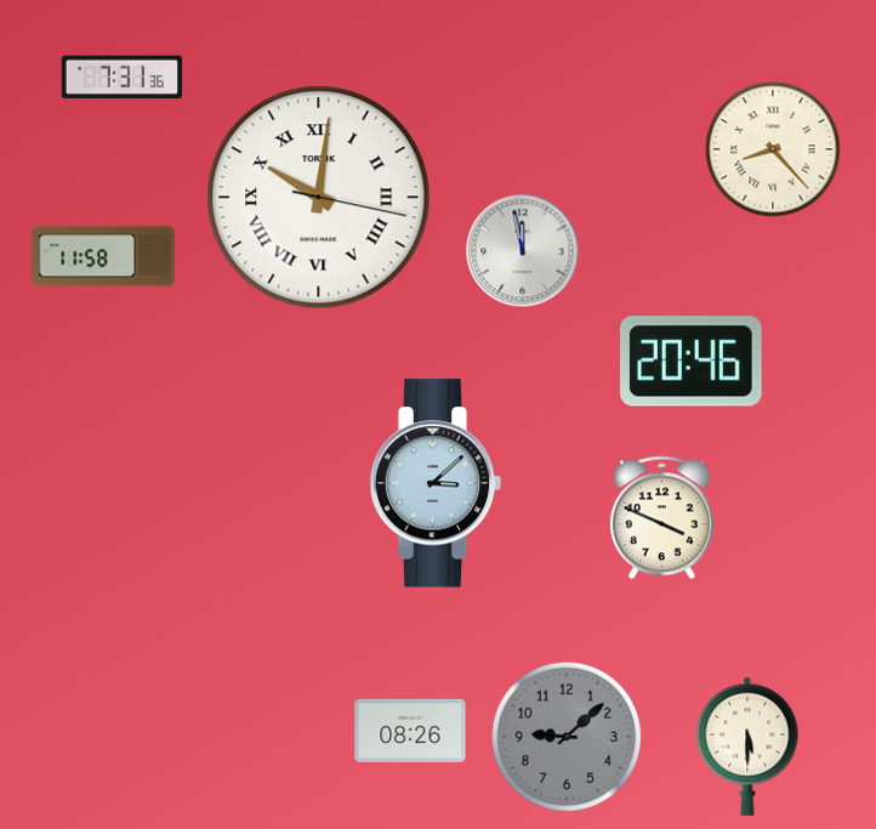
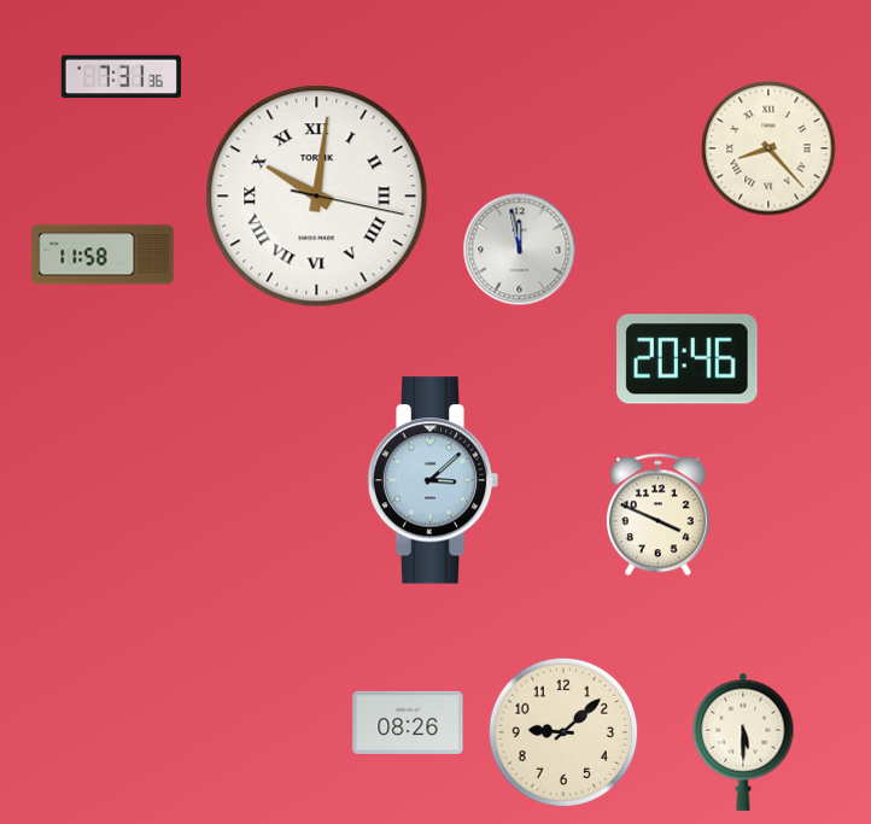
clock at (410, 731) position: (410, 731) -> (408, 723)
clock at (567, 737) dial: grey -> cream
